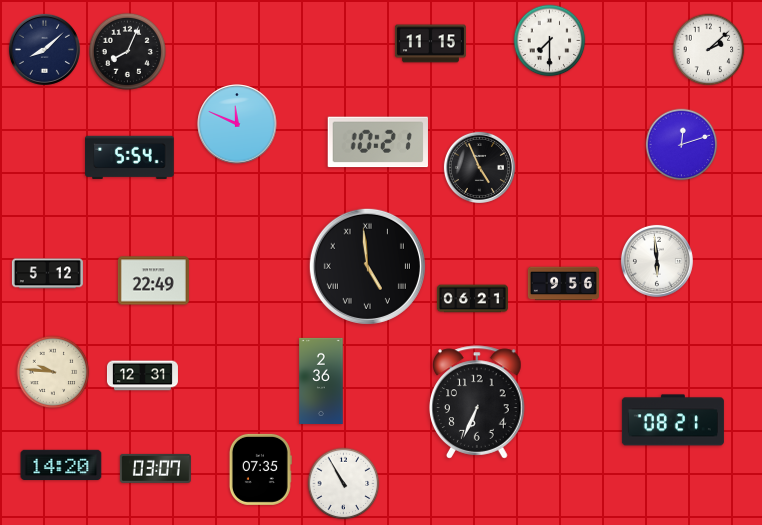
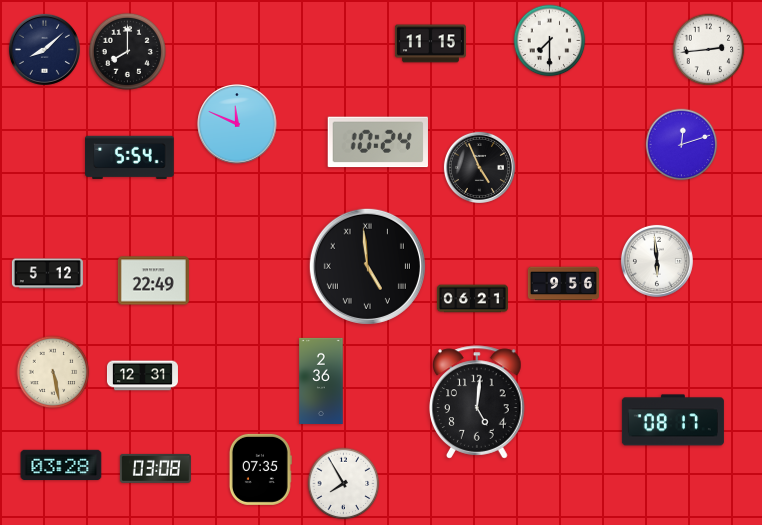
clock at (709, 50): 2:08 -> 2:44
clock at (127, 51): 8:04 -> 8:00
clock at (377, 142): 10:21 -> 10:24
clock at (53, 372): 9:46 -> 5:28
clock at (477, 402): 6:34 -> 5:01
clock at (673, 420): 08:21 -> 08:17
clock at (61, 465): 14:20 -> 03:28
clock at (155, 468): 03:07 -> 03:08
clock at (344, 484): 10:55 -> 7:55
